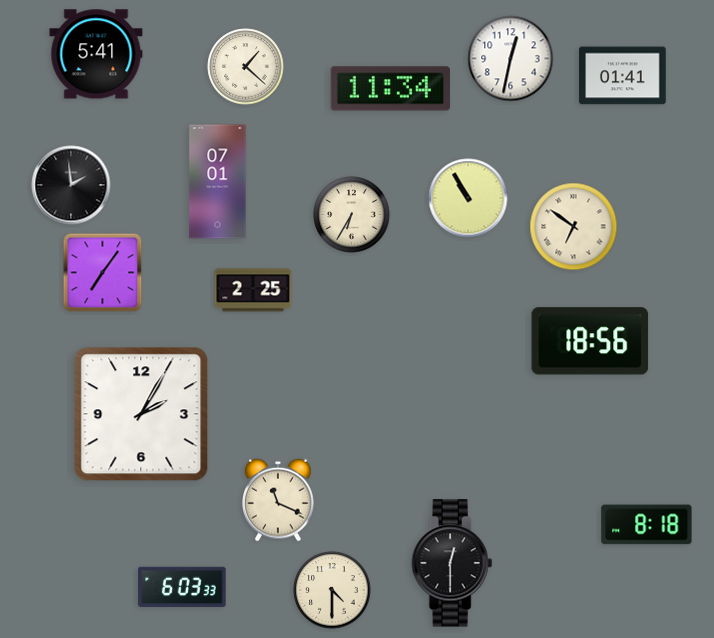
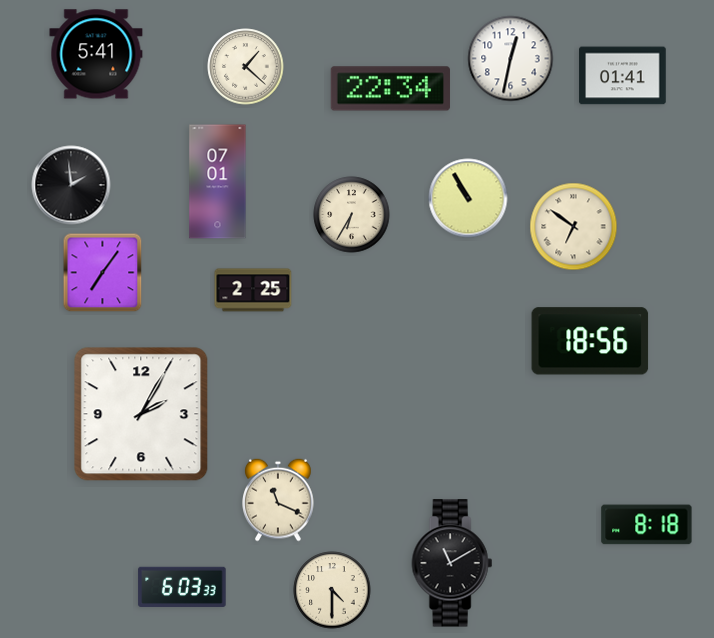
clock at (390, 89): 11:34 -> 22:34
clock at (452, 563): 12:30 -> 11:10
